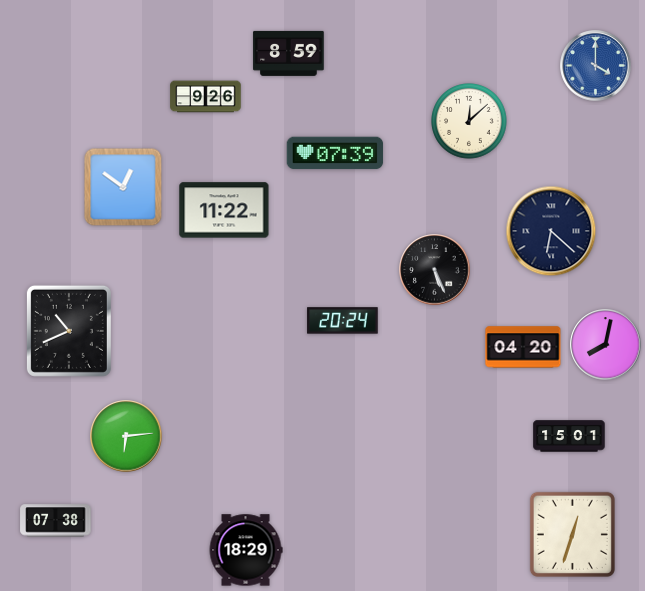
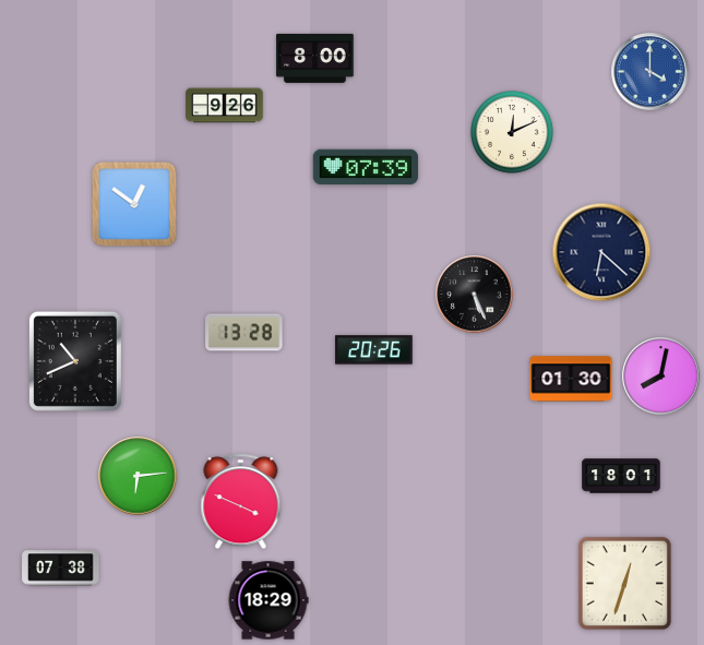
clock at (289, 53): 8:59 -> 8:00
clock at (469, 121): 12:08 -> 12:11
clock at (224, 210): 11:22 -> none
clock at (244, 333): none -> 13:28
clock at (343, 321): 20:24 -> 20:26
clock at (523, 347): 04:20 -> 01:30
clock at (569, 436): 15:01 -> 18:01
clock at (241, 502): none -> 3:49
